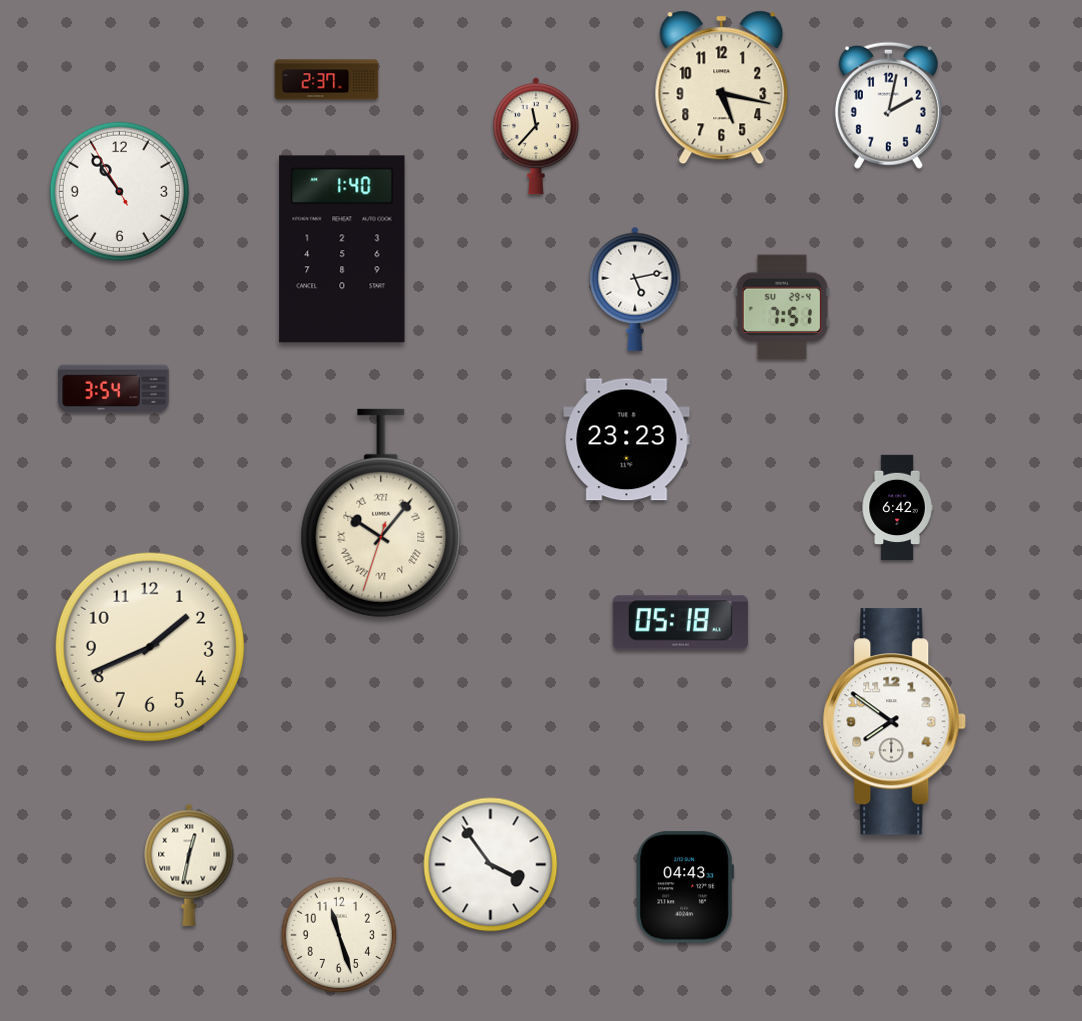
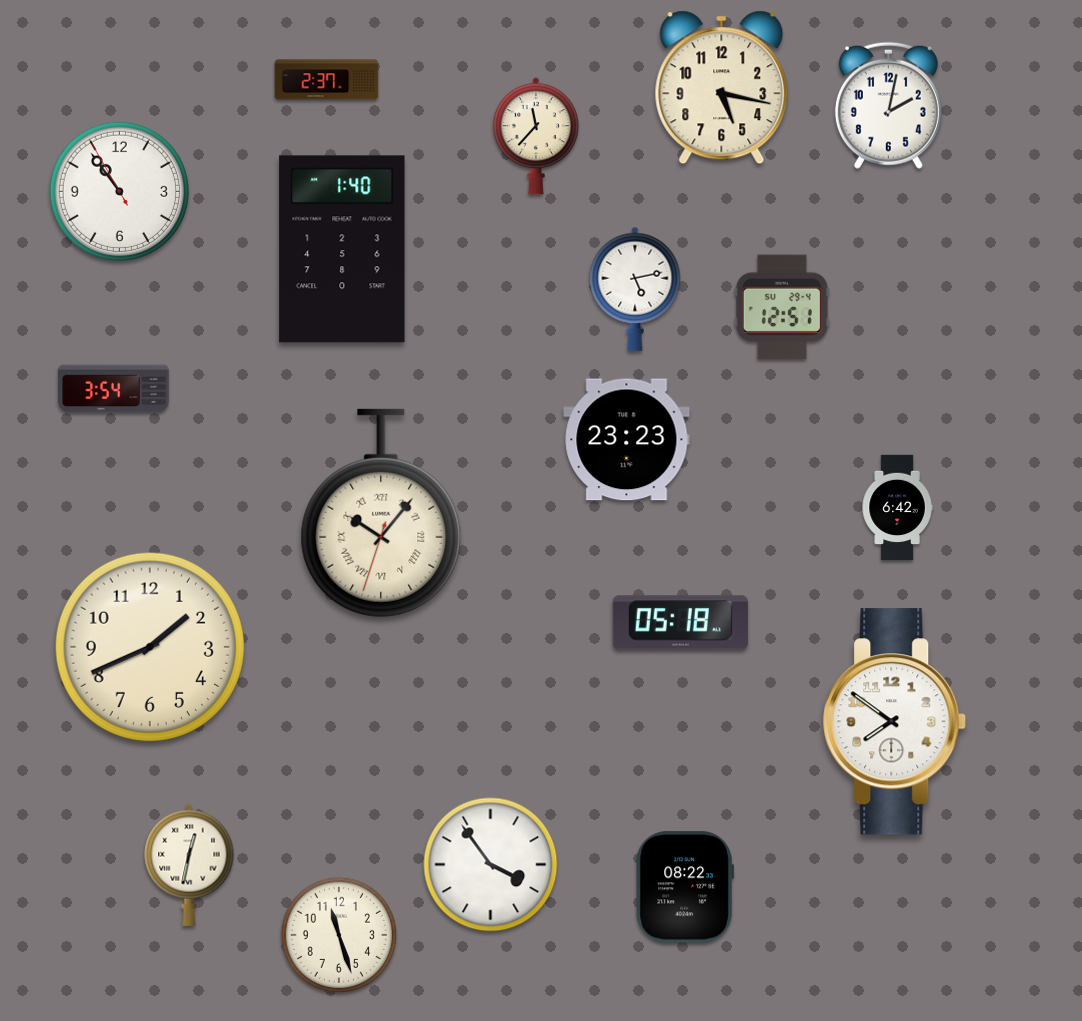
clock at (782, 307): 7:51 -> 12:51
clock at (685, 887): 04:43 -> 08:22
